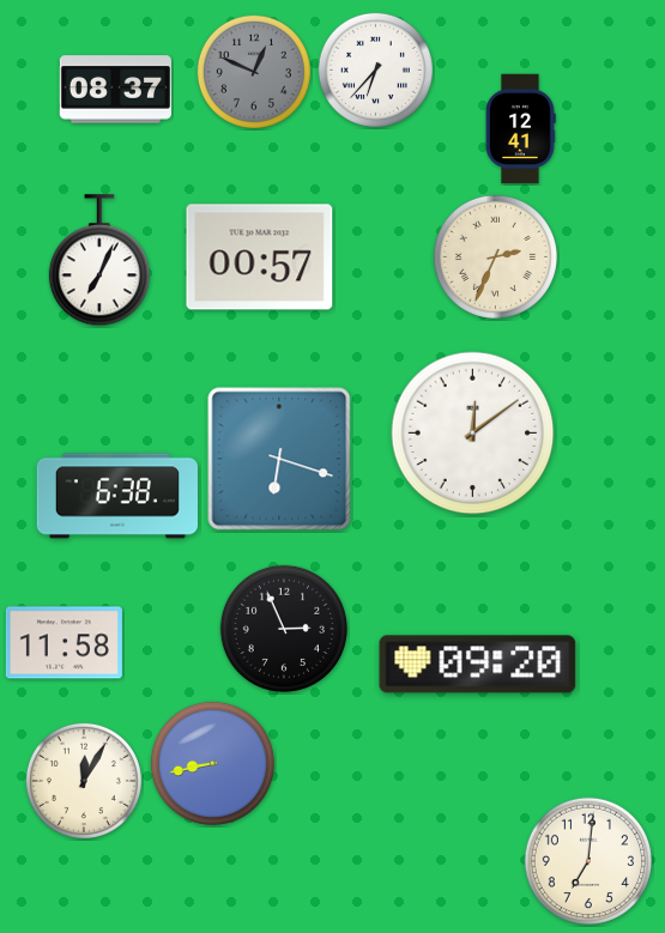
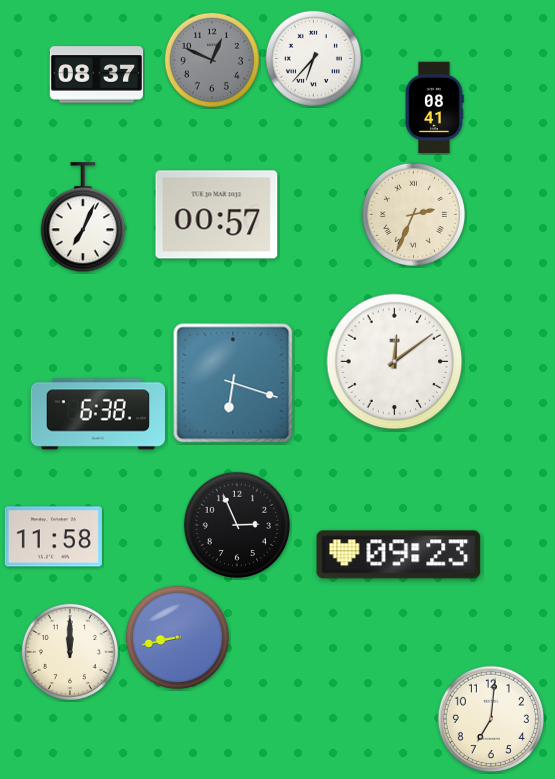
clock at (520, 129): 12:41 -> 08:41
clock at (478, 665): 09:20 -> 09:23
clock at (84, 781): 12:05 -> 12:00
